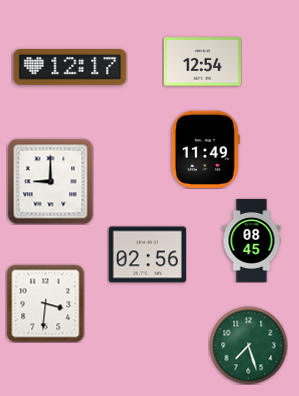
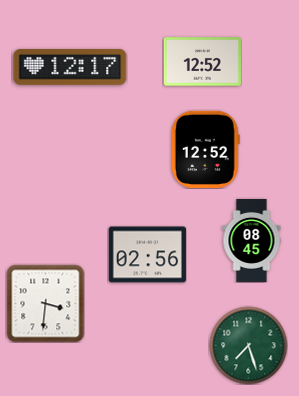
clock at (202, 62): 12:54 -> 12:52
clock at (205, 149): 11:49 -> 12:52
clock at (50, 181): 9:00 -> none
